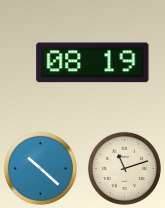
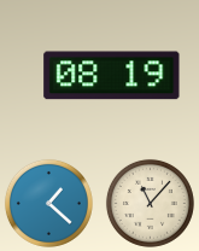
clock at (40, 168): 10:22 -> 1:22
clock at (124, 168): 11:12 -> 11:07
